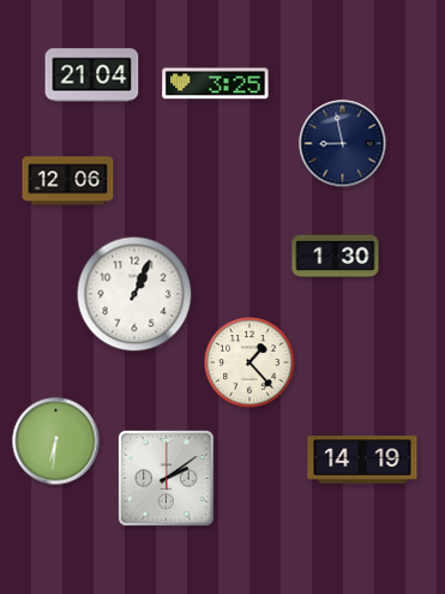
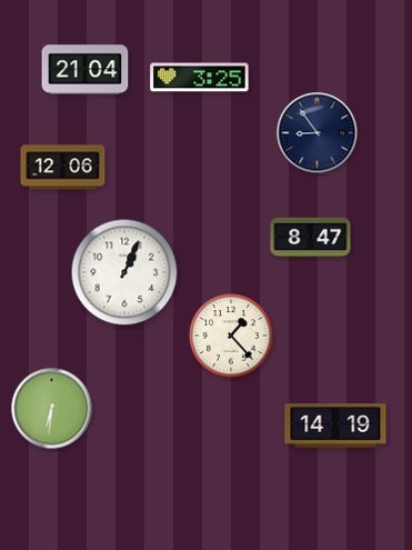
clock at (343, 144): 8:58 -> 8:54
clock at (336, 257): 1:30 -> 8:47
clock at (167, 479): 2:09 -> none
